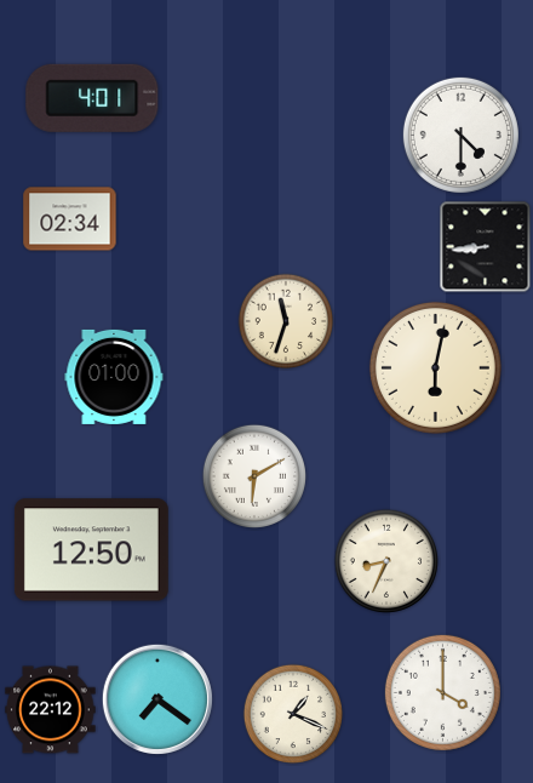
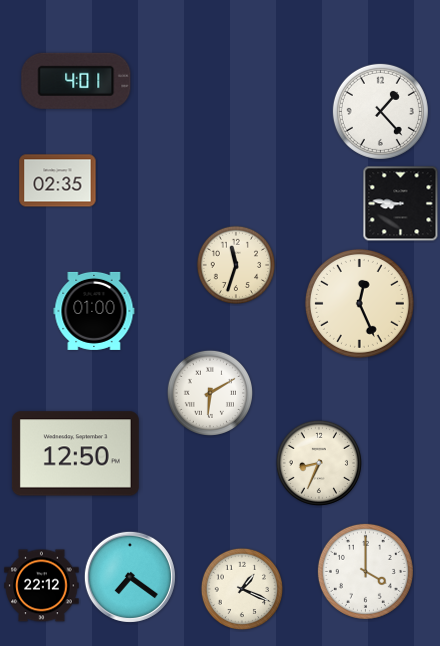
clock at (460, 135): 4:30 -> 1:23
clock at (70, 219): 02:34 -> 02:35
clock at (486, 247): 8:44 -> 8:46
clock at (435, 367): 6:02 -> 12:26
